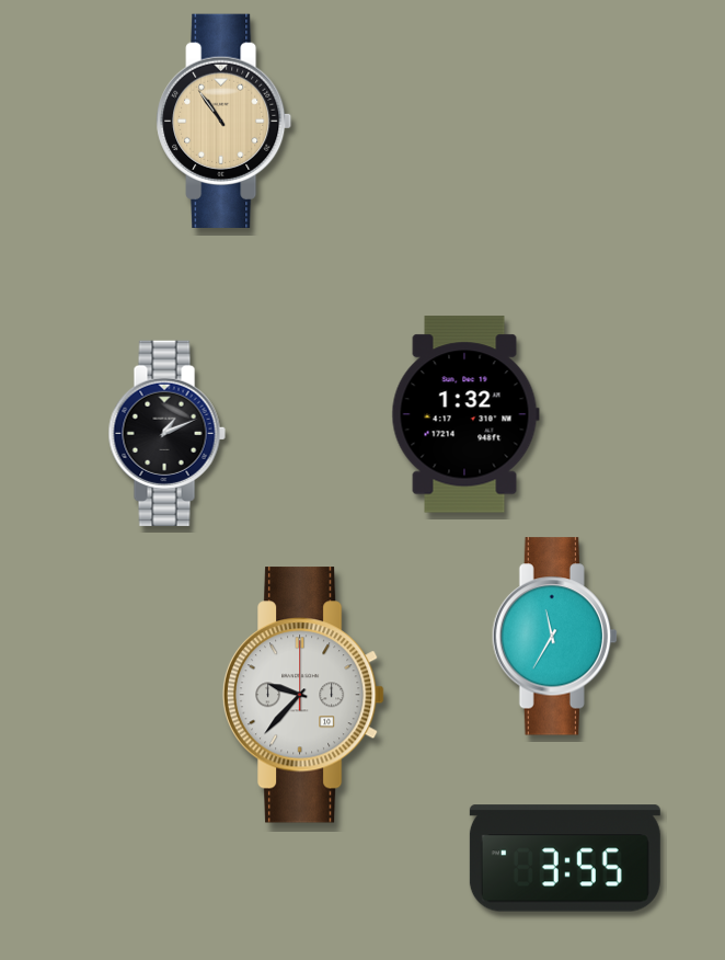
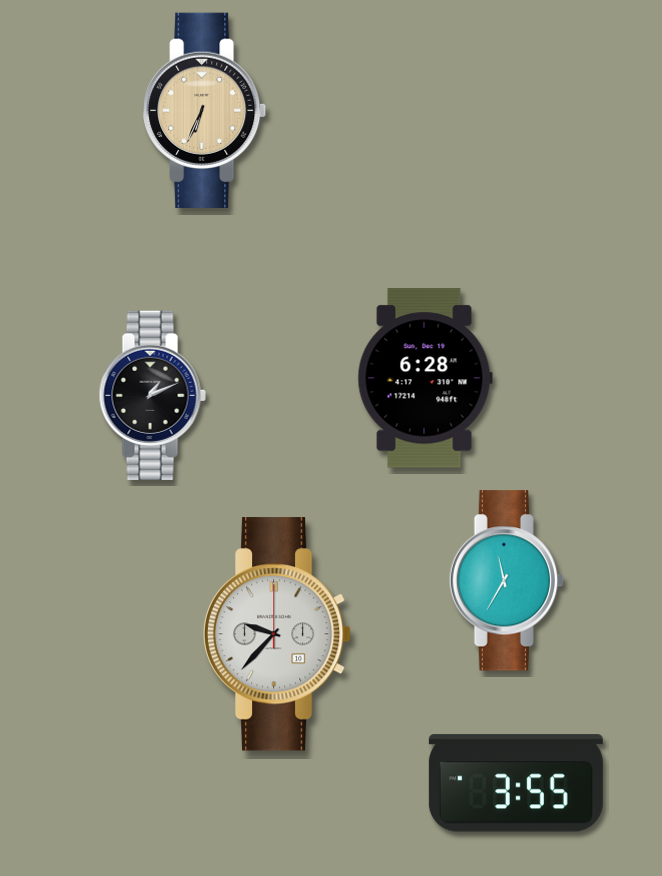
clock at (225, 121): 10:54 -> 6:34
clock at (465, 414): 1:32 -> 6:28
